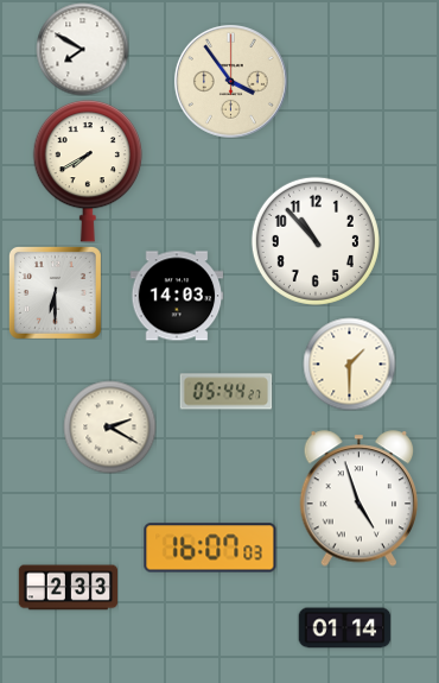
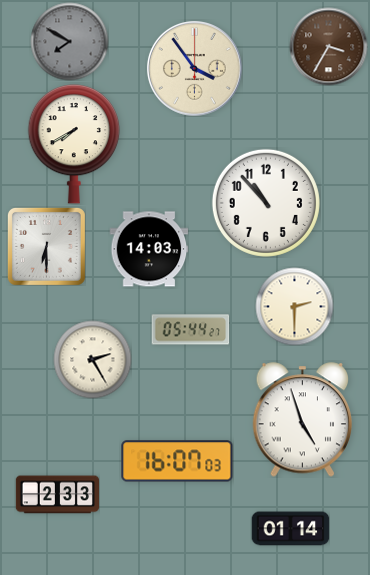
clock at (82, 49) dial: white -> grey
clock at (328, 46): none -> 3:35
clock at (349, 363): 1:30 -> 2:30
clock at (109, 426): 2:20 -> 2:25
